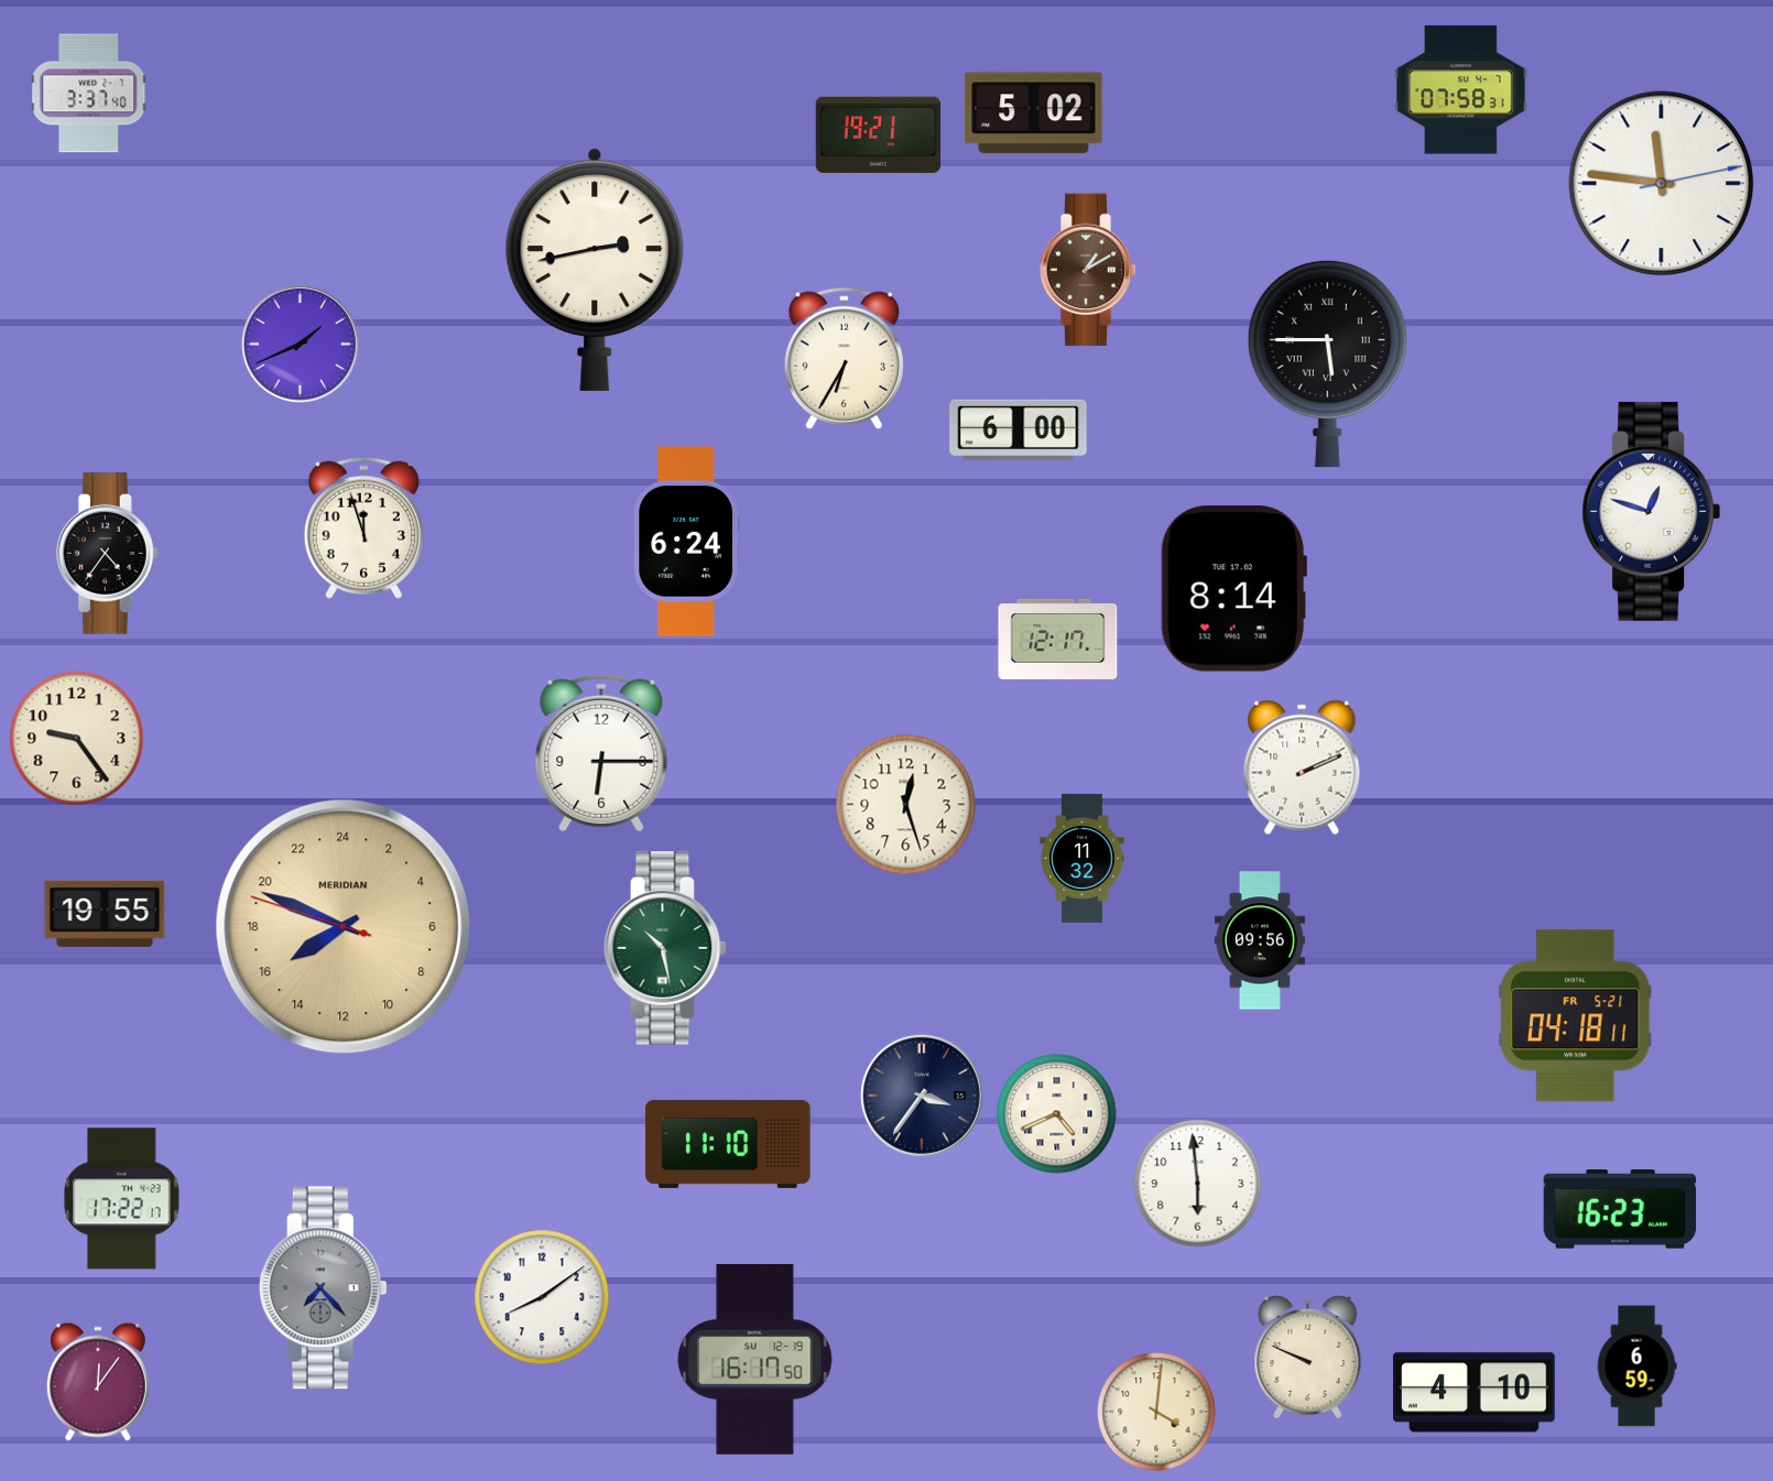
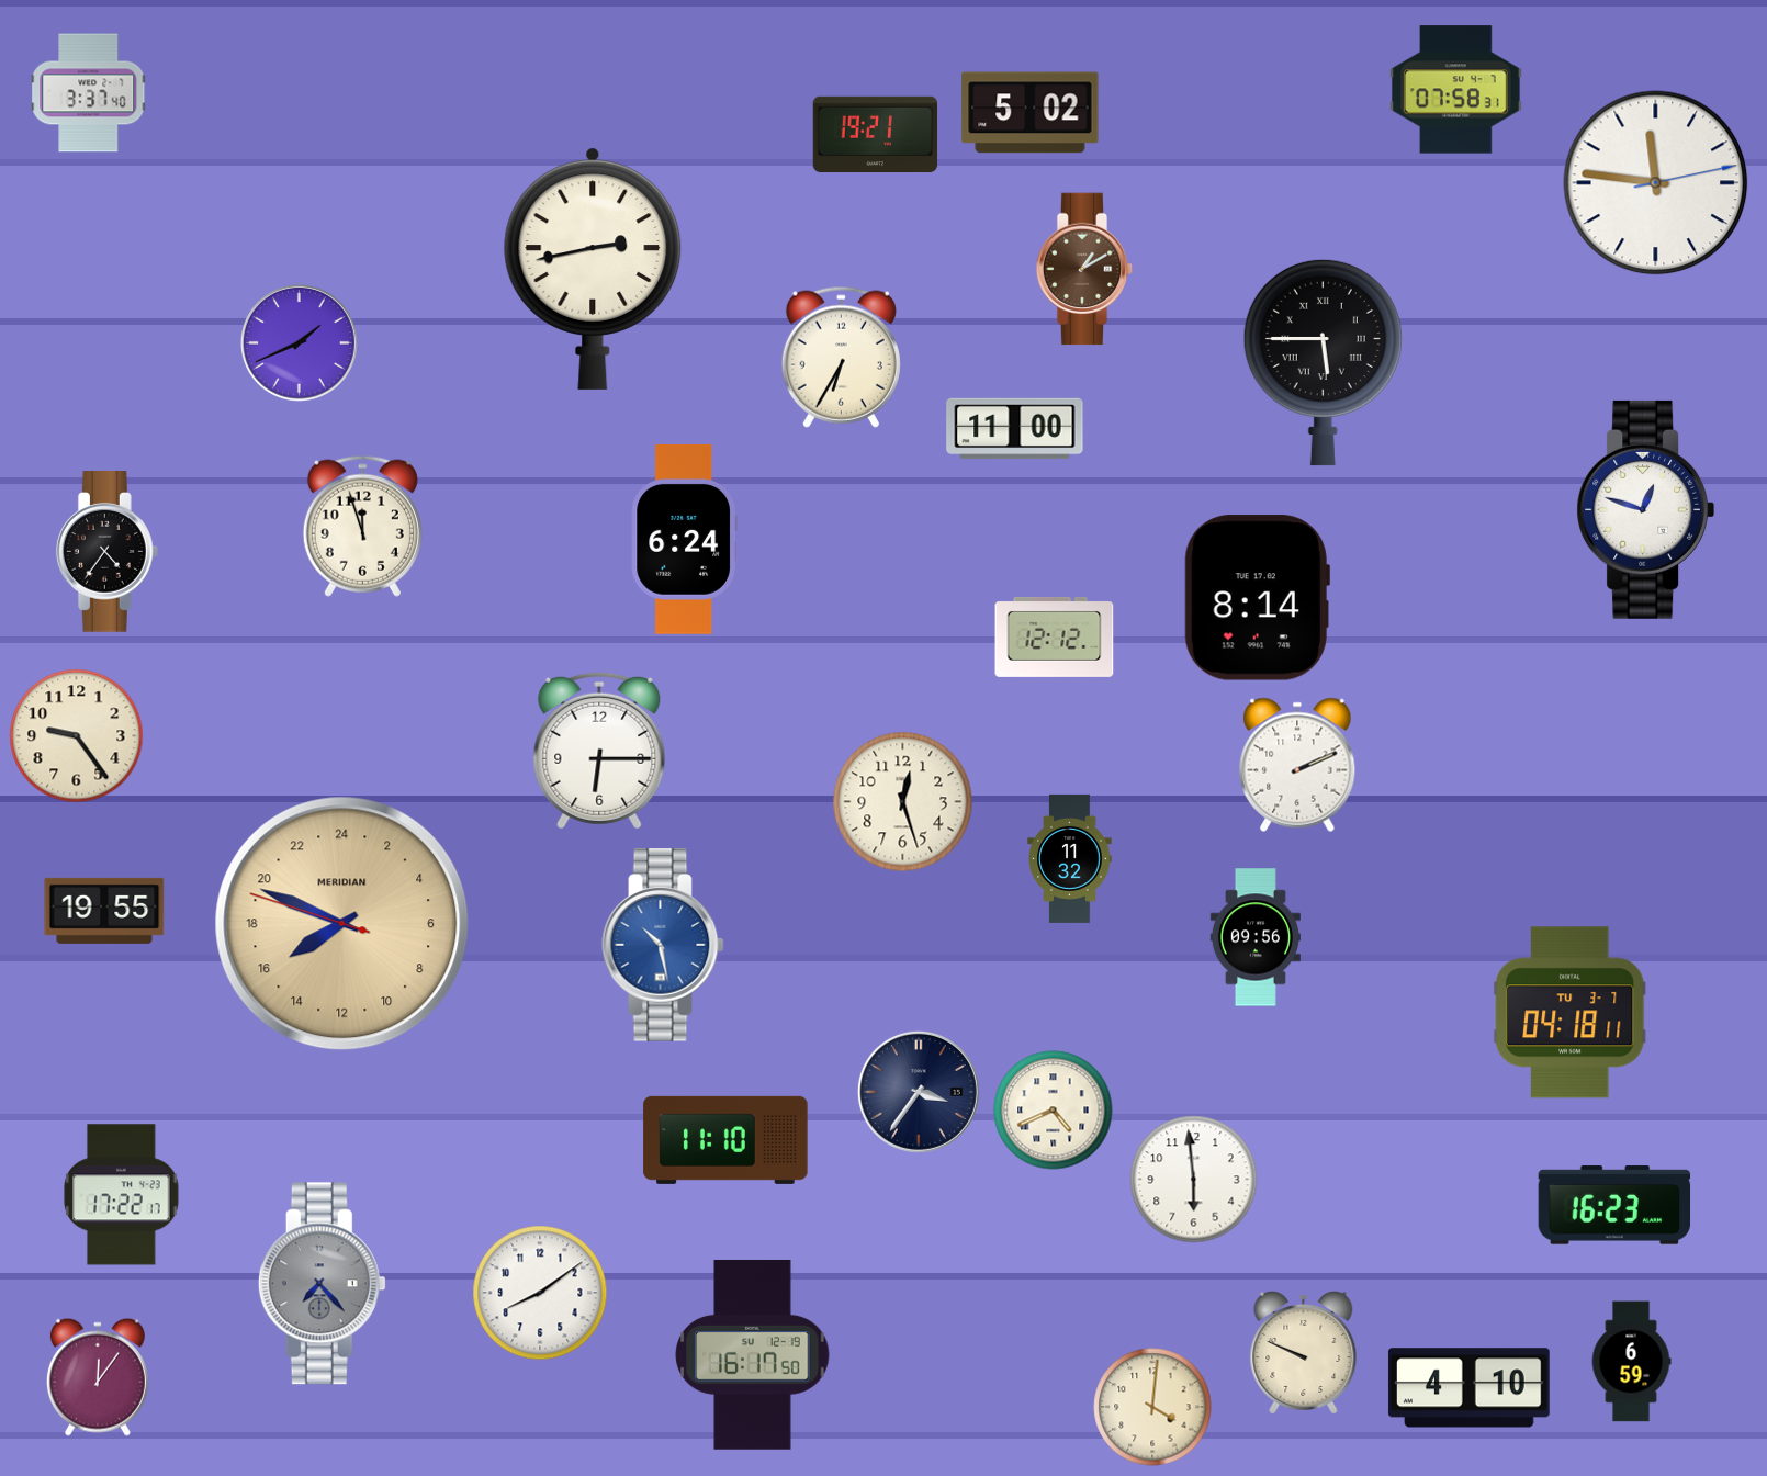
clock at (1019, 431): 6:00 -> 11:00
clock at (1233, 589) position: (1233, 589) -> (1257, 598)
clock at (1058, 639): 12:17 -> 12:12
clock at (1083, 858) position: (1083, 858) -> (1070, 858)
clock at (665, 948) dial: green -> blue
clock at (1575, 1016) date: FR 5-21 -> TU 3-7
